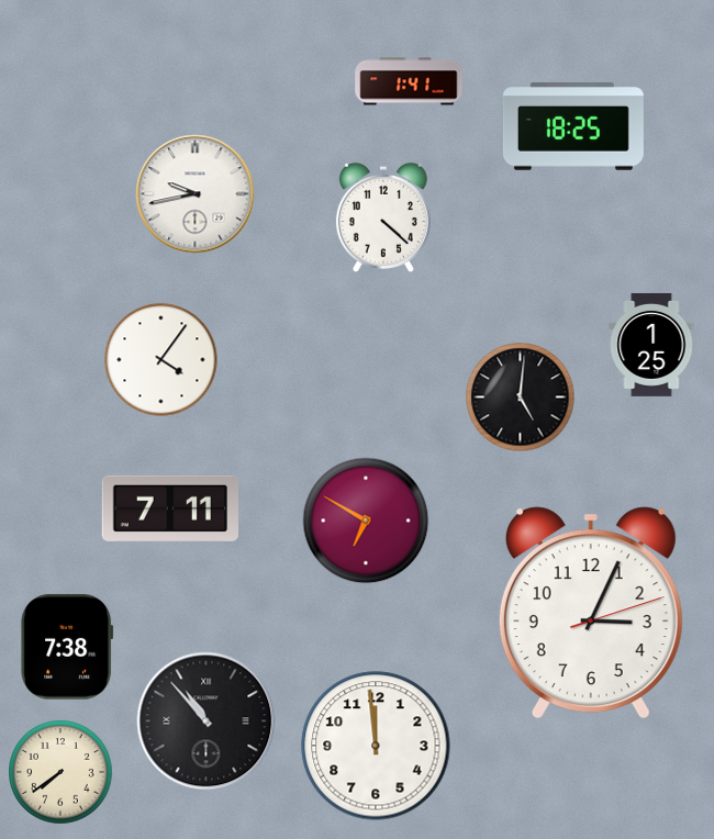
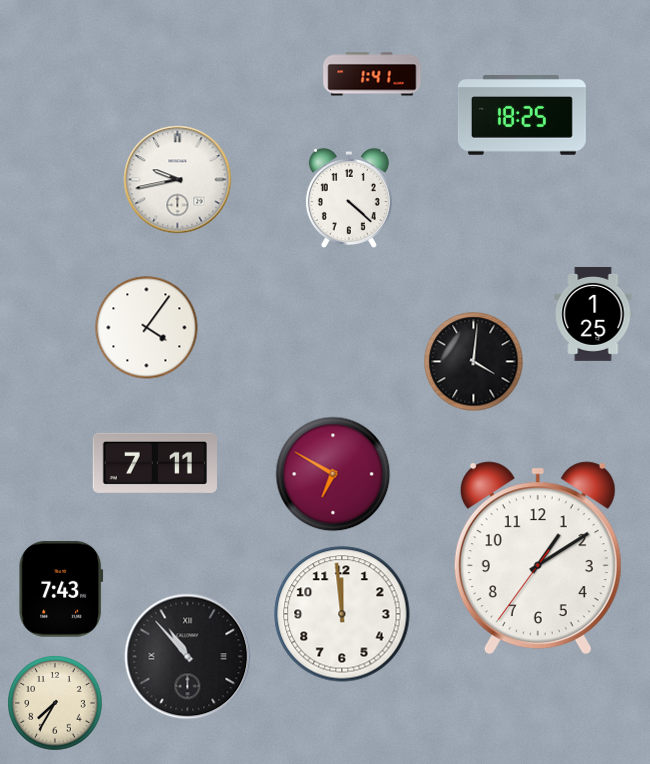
clock at (196, 194) position: (196, 194) -> (178, 180)
clock at (521, 398): 5:01 -> 4:01
clock at (591, 613): 3:04 -> 1:09
clock at (67, 647): 7:38 -> 7:43
clock at (376, 746) position: (376, 746) -> (342, 614)
clock at (60, 772): 7:39 -> 7:35
